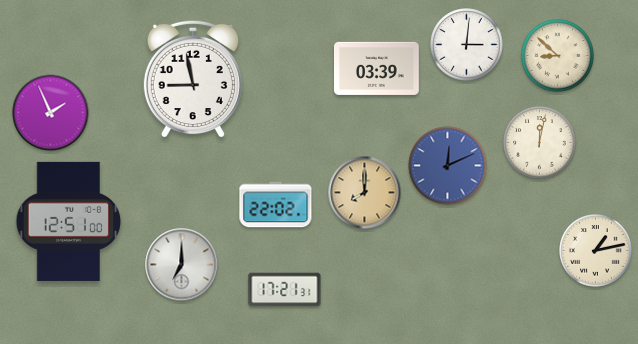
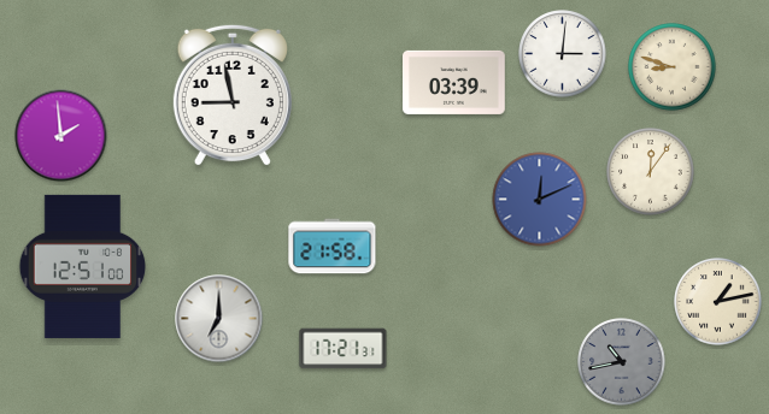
clock at (558, 56): 8:52 -> 8:48
clock at (51, 113): 1:56 -> 1:59
clock at (540, 143): 12:02 -> 12:06
clock at (365, 193): 8:00 -> none
clock at (276, 205): 22:02 -> 21:58
clock at (622, 362): none -> 10:43
